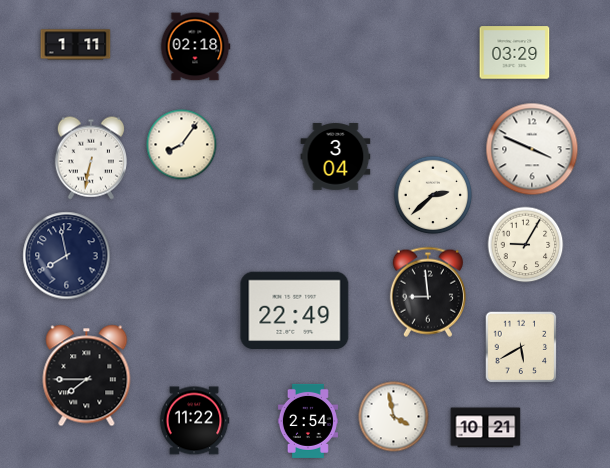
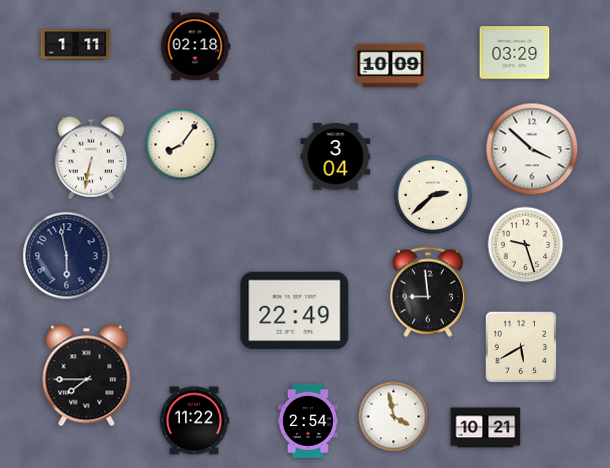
clock at (391, 66): none -> 10:09
clock at (532, 149): 3:49 -> 3:52
clock at (526, 245): 9:05 -> 9:27
clock at (67, 256): 7:58 -> 5:58
